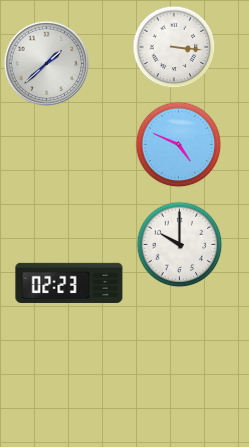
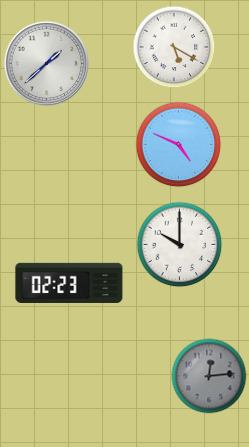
clock at (174, 47): 3:16 -> 5:20
clock at (209, 376): none -> 12:14
